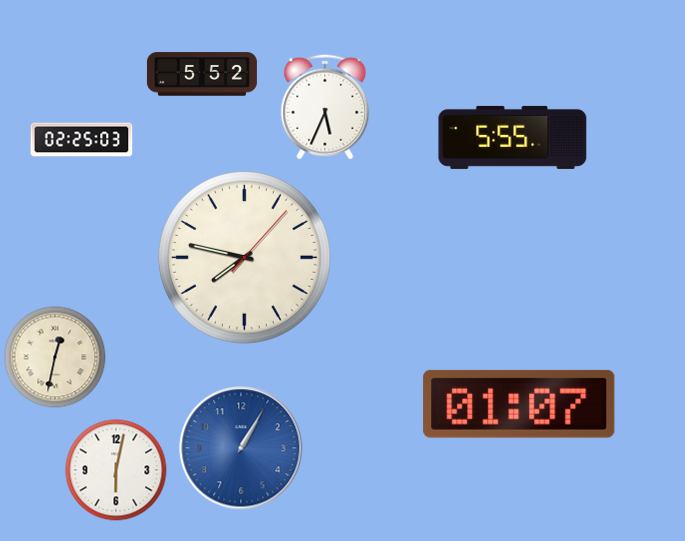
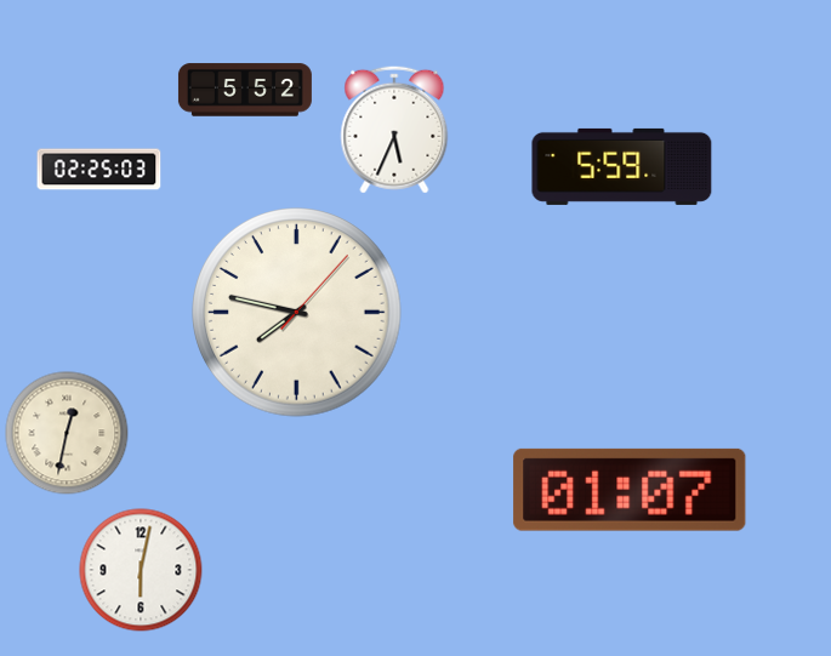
clock at (513, 137): 5:55 -> 5:59
clock at (241, 448): 1:05 -> none
